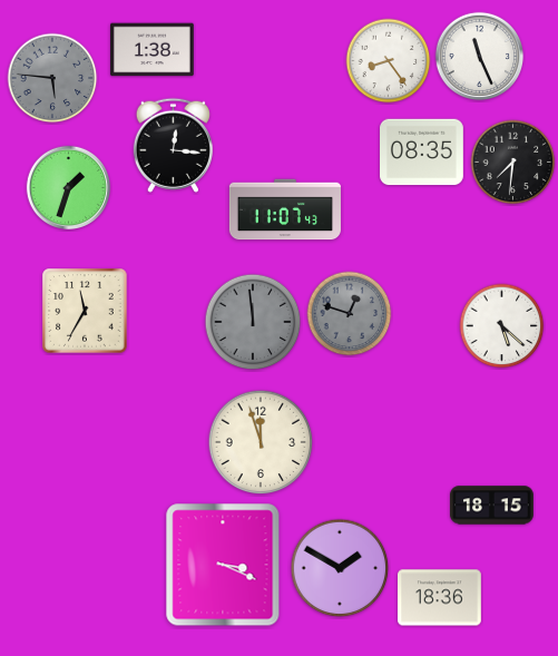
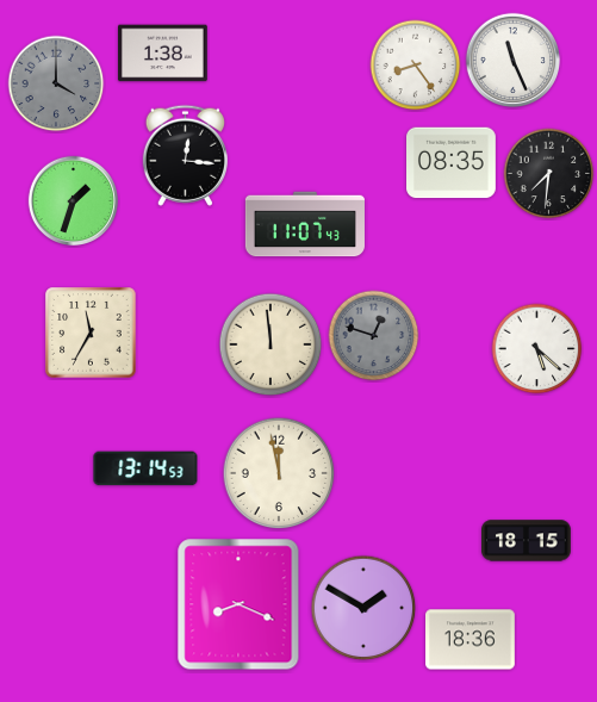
clock at (52, 78): 5:46 -> 4:00
clock at (253, 322) dial: grey -> cream
clock at (145, 468): none -> 13:14
clock at (261, 442): 11:57 -> 11:58
clock at (223, 565): 3:19 -> 8:19
